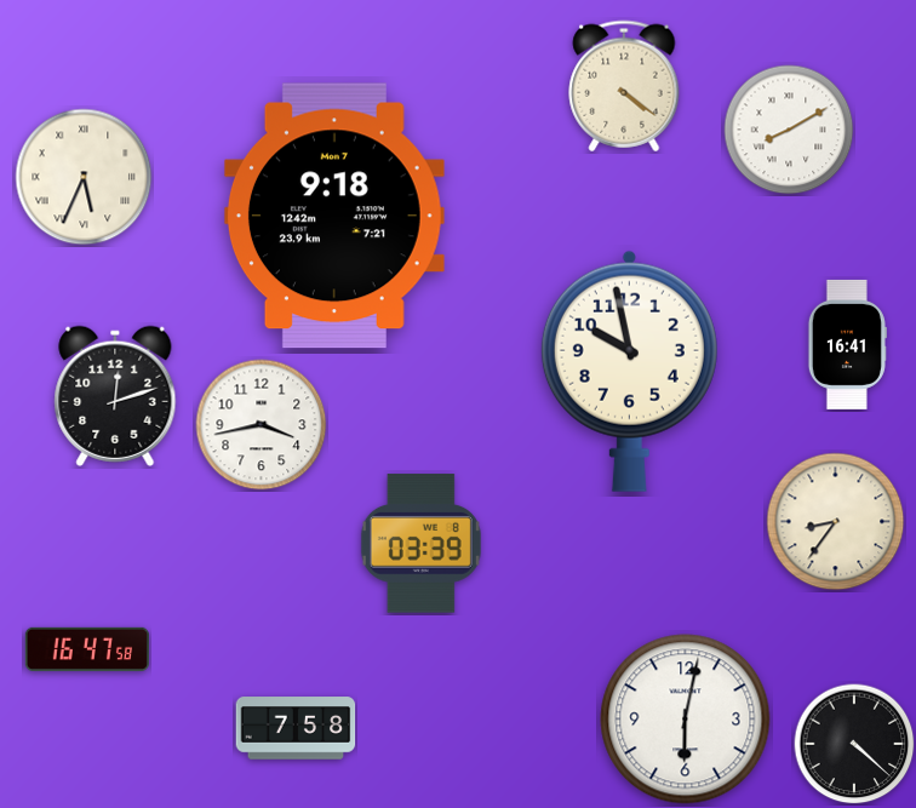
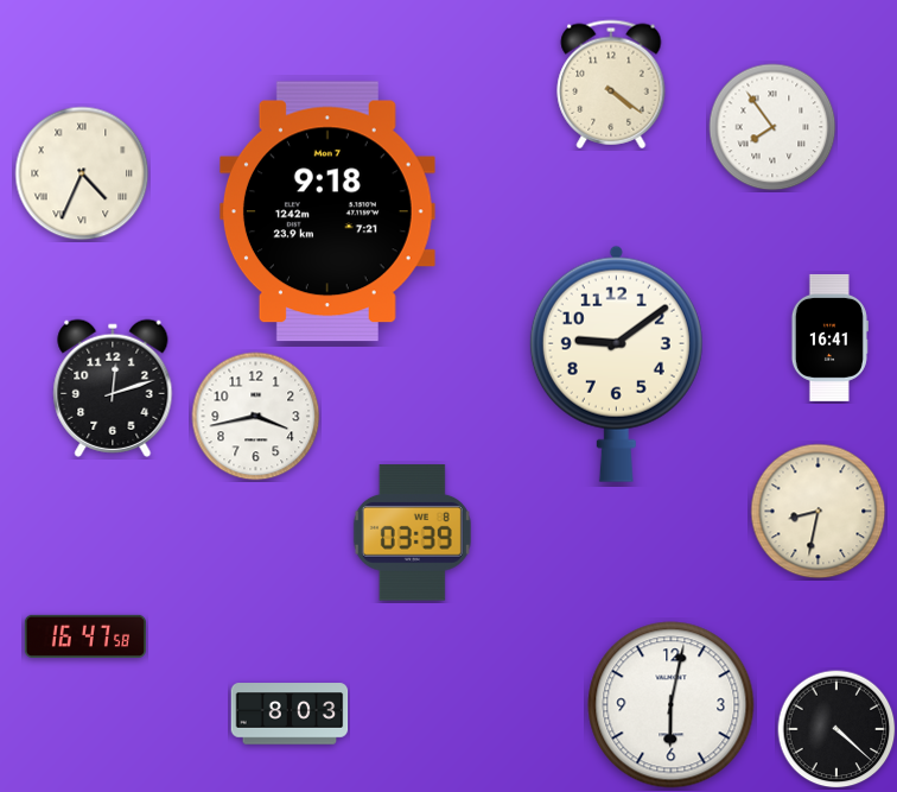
clock at (789, 130): 8:10 -> 7:54
clock at (84, 177): 5:34 -> 4:34
clock at (629, 371): 9:58 -> 9:09
clock at (836, 522): 8:36 -> 8:32
clock at (296, 728): 7:58 -> 8:03
